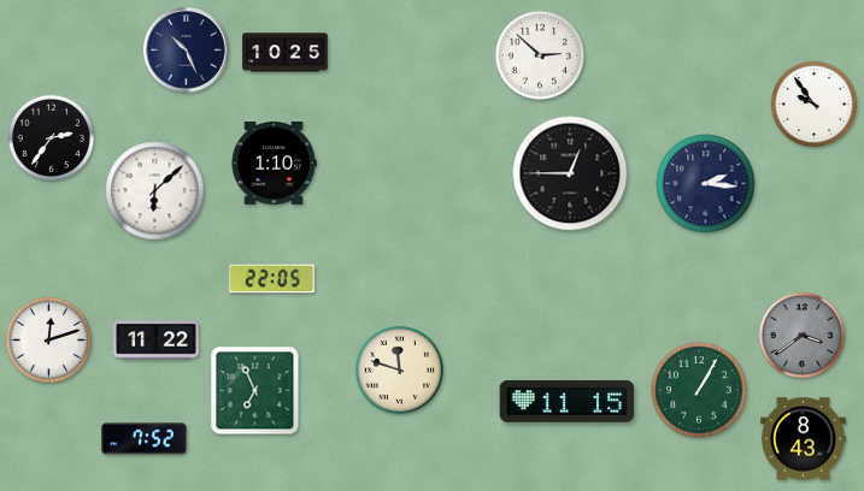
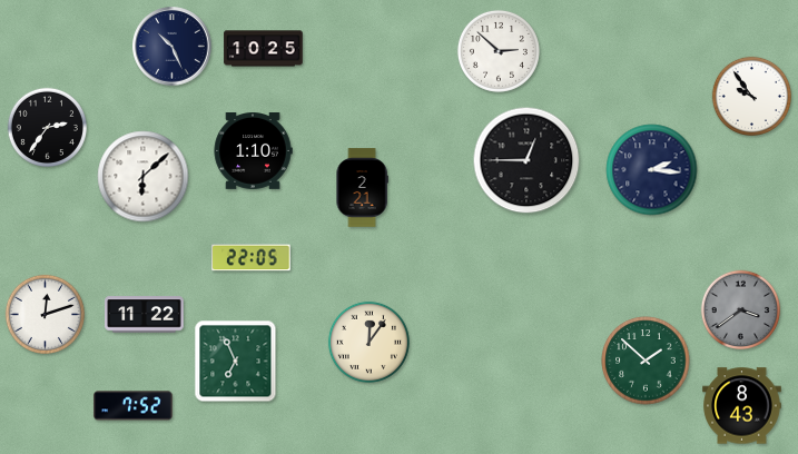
clock at (362, 188): none -> 2:21
clock at (399, 369): 11:48 -> 12:06
clock at (699, 390): 1:05 -> 1:52
clock at (568, 401): 11:15 -> none
